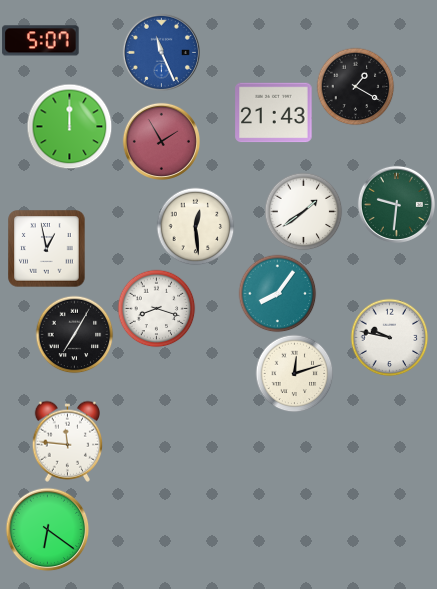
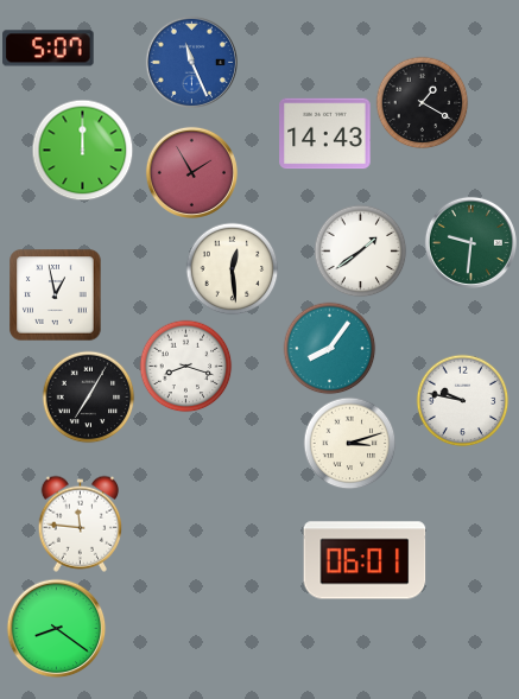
clock at (274, 113): 21:43 -> 14:43
clock at (161, 141) position: (161, 141) -> (191, 172)
clock at (294, 373): 12:12 -> 3:12
clock at (365, 560): none -> 06:01
clock at (47, 529): 6:21 -> 8:21
